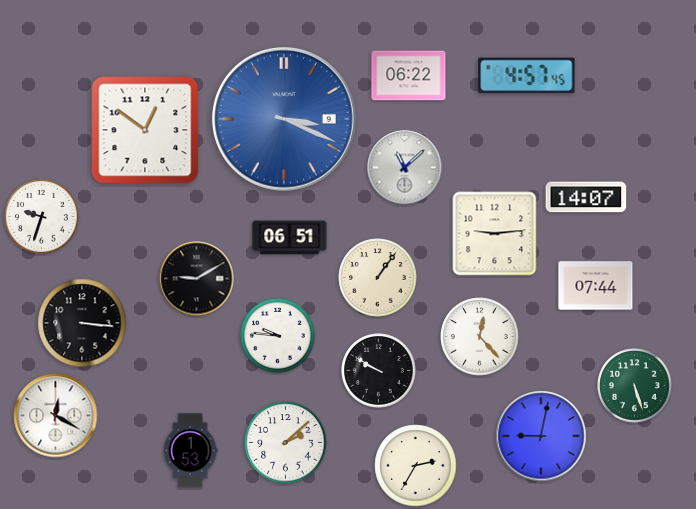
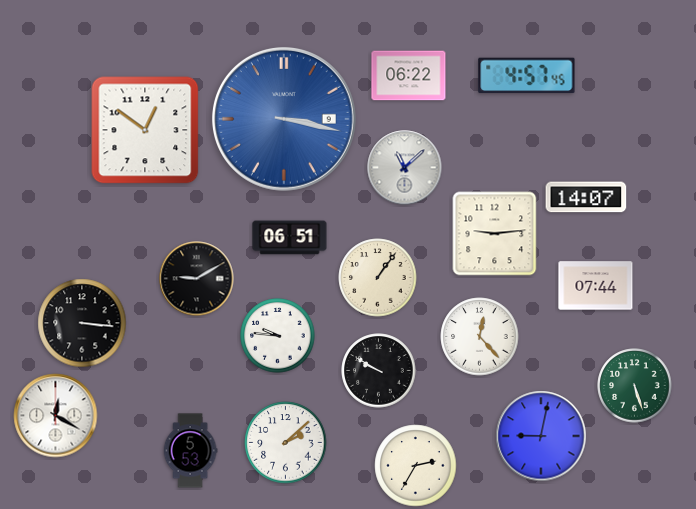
clock at (284, 119): 3:19 -> 3:17
clock at (42, 217): 9:33 -> none
clock at (190, 451): 1:53 -> 5:53
